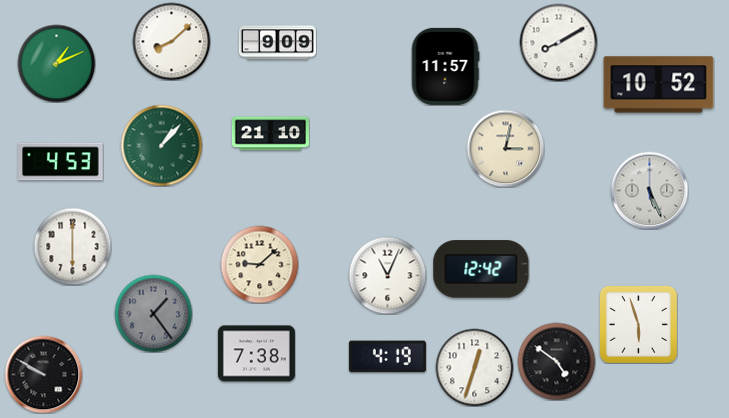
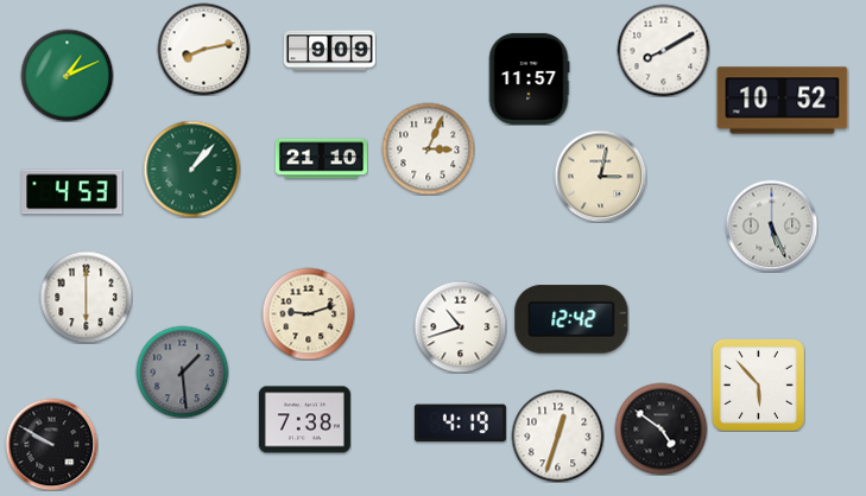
clock at (171, 41): 8:08 -> 8:13
clock at (428, 148): none -> 3:04
clock at (161, 145) position: (161, 145) -> (191, 168)
clock at (72, 246) position: (72, 246) -> (86, 297)
clock at (259, 264): 9:08 -> 9:12
clock at (387, 275): 11:04 -> 10:42
clock at (153, 313): 1:24 -> 1:29
clock at (638, 324): 5:57 -> 5:53
clock at (474, 367) position: (474, 367) -> (557, 435)
